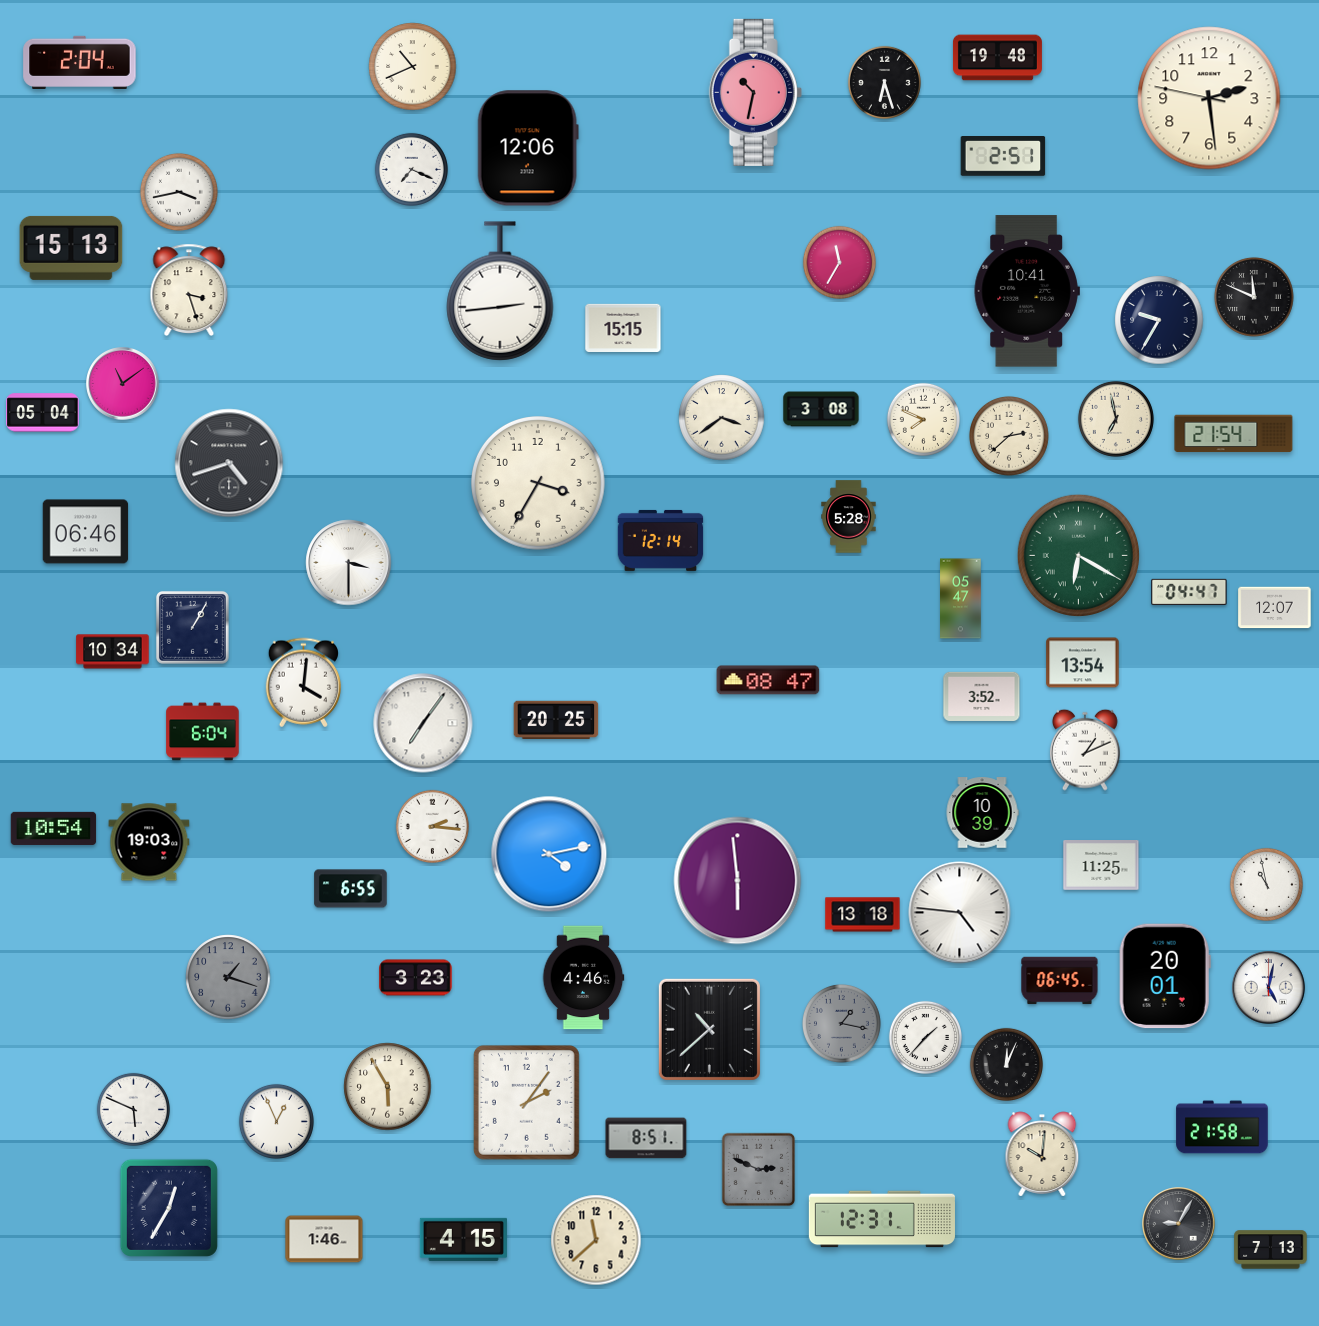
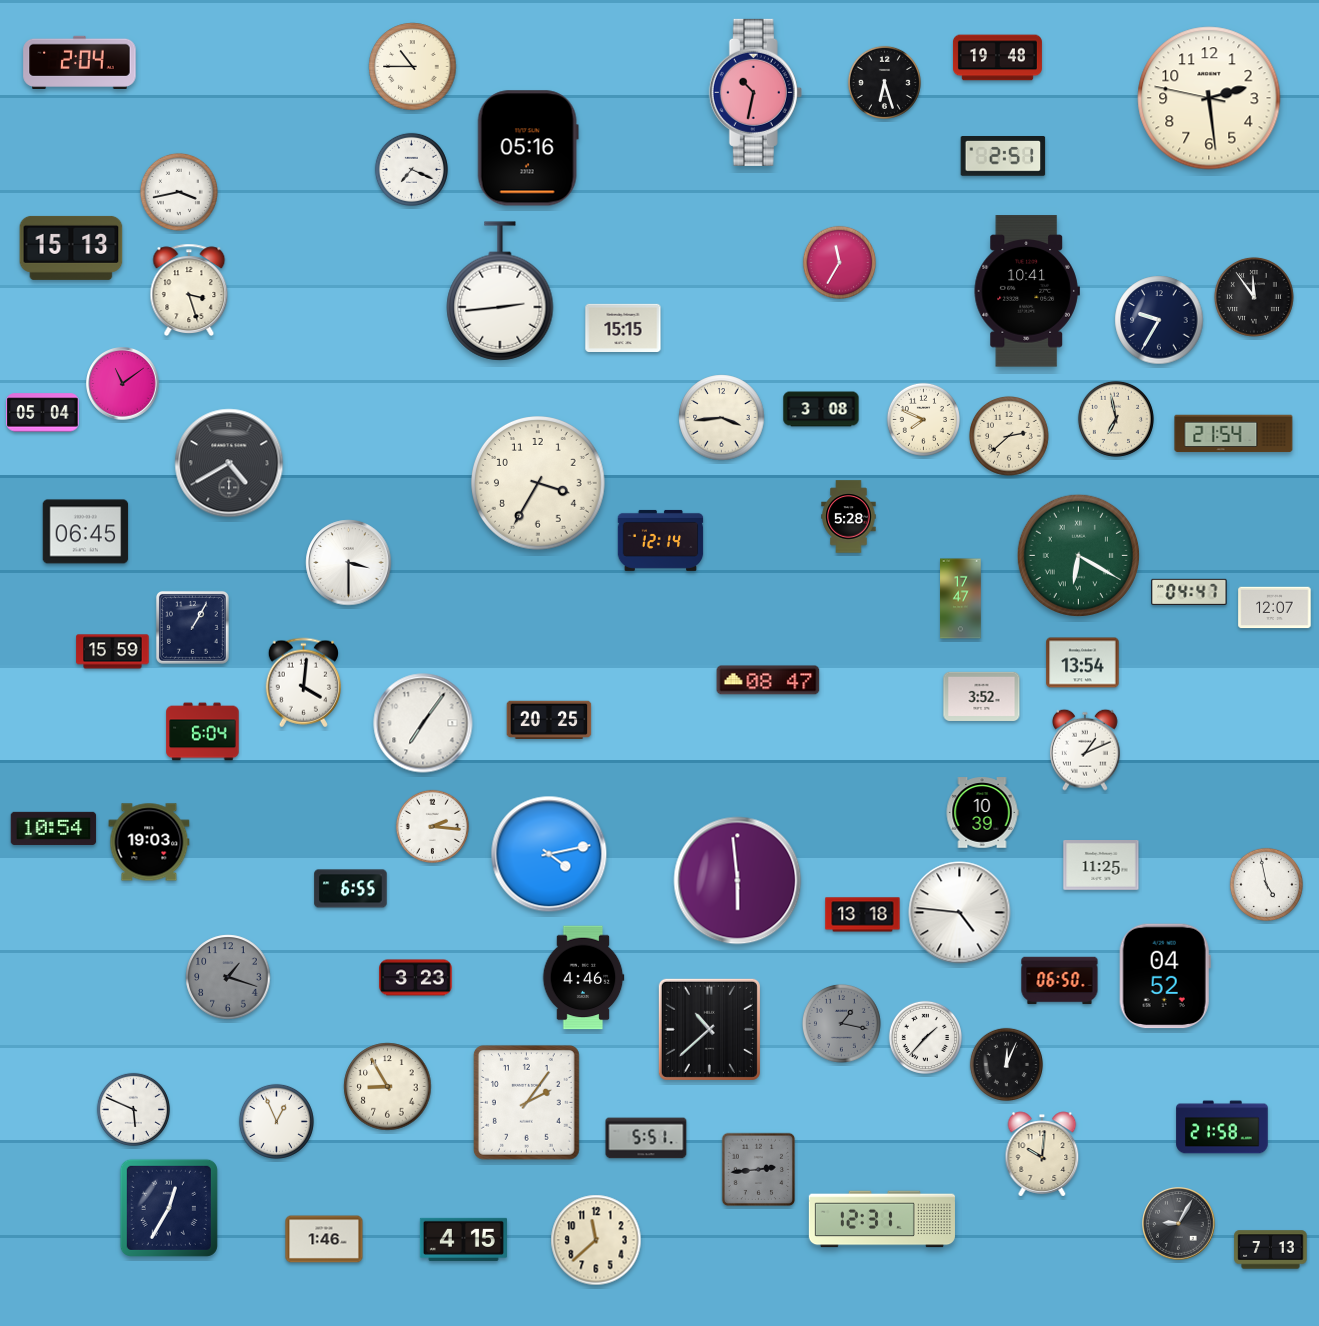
clock at (413, 67): 10:41 -> 10:45
clock at (528, 148): 12:06 -> 05:16
clock at (1254, 297): 11:49 -> 11:54
clock at (722, 418): 3:39 -> 3:44
clock at (229, 463): 4:42 -> 4:40
clock at (86, 532): 06:46 -> 06:45
clock at (961, 599): 05:47 -> 17:47
clock at (113, 652): 10:34 -> 15:59
clock at (556, 720) position: (556, 720) -> (549, 720)
clock at (1266, 884): 10:58 -> 4:58
clock at (1165, 976): 20:01 -> 04:52
clock at (1060, 981): 06:45 -> 06:50
clock at (1269, 988): 5:02 -> none
clock at (388, 1087): 5:55 -> 8:55
clock at (646, 1138): 8:51 -> 5:51
clock at (759, 1170): 2:49 -> 2:44
